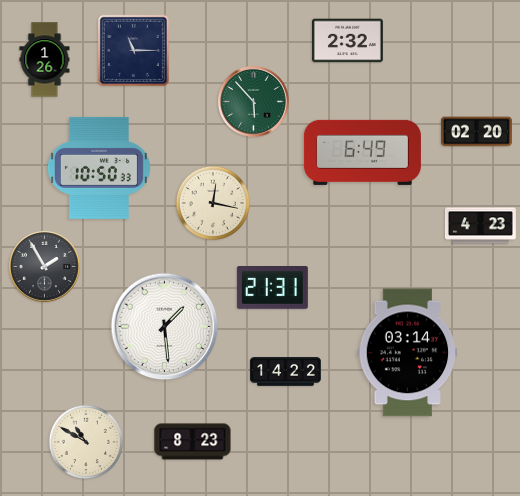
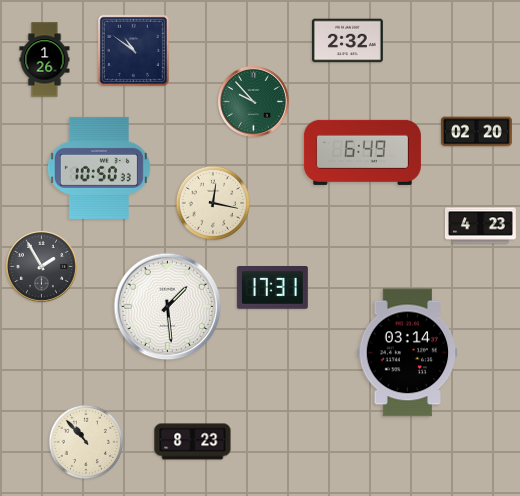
clock at (133, 50): 11:15 -> 10:51
clock at (253, 101): 5:53 -> 9:53
clock at (44, 266) position: (44, 266) -> (41, 266)
clock at (272, 288): 21:31 -> 17:31
clock at (165, 327) position: (165, 327) -> (168, 307)
clock at (285, 372): 14:22 -> none
clock at (85, 441): 10:50 -> 10:53
